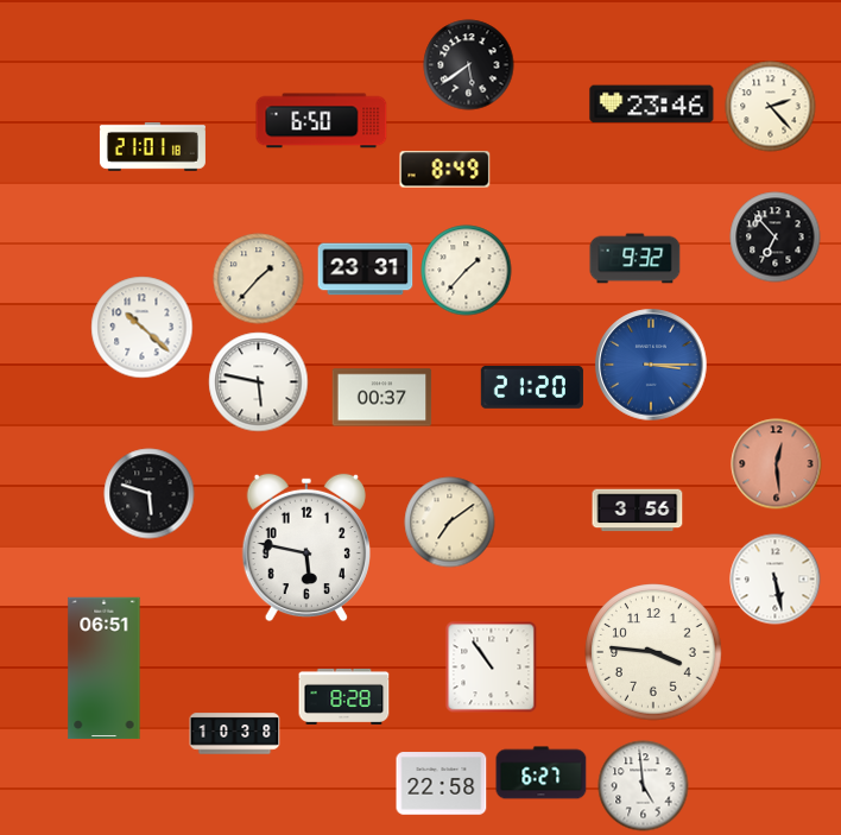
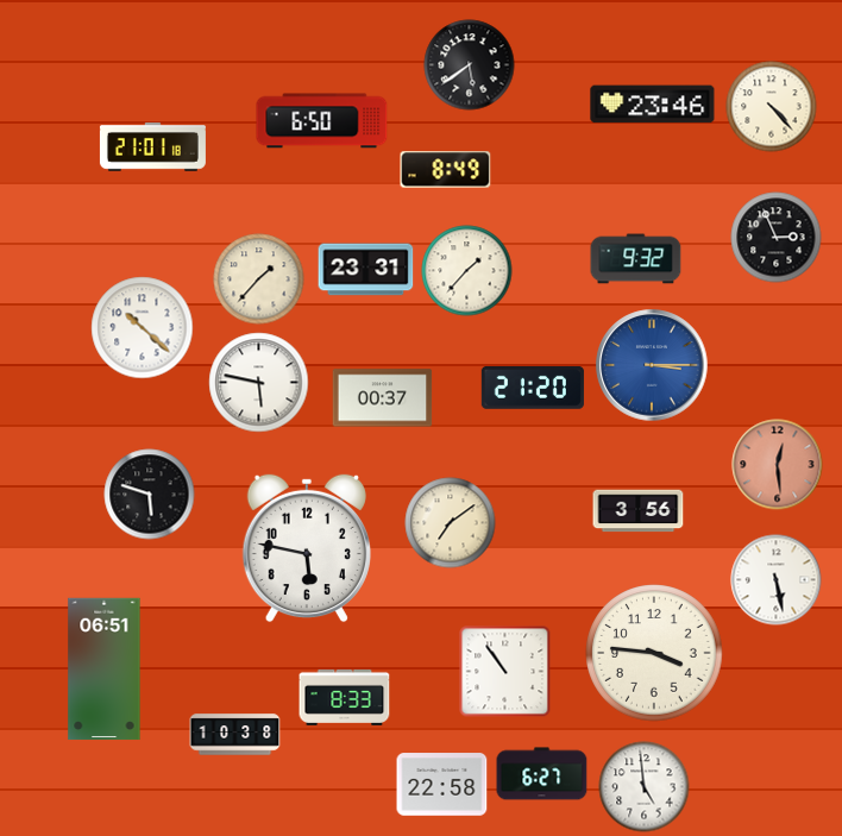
clock at (771, 107): 2:23 -> 4:23
clock at (776, 238): 6:53 -> 2:56
clock at (492, 668) position: (492, 668) -> (505, 672)
clock at (344, 696): 8:28 -> 8:33
